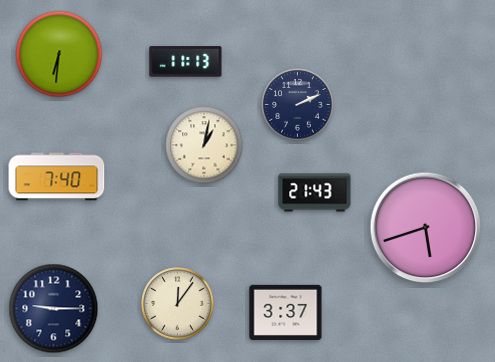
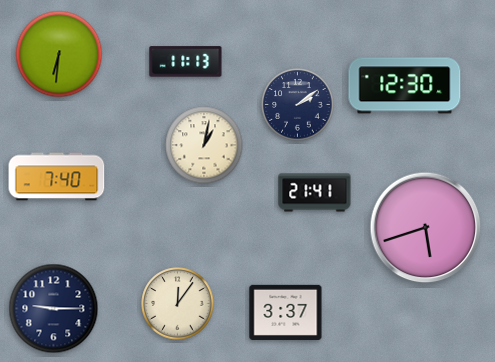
clock at (405, 86): none -> 12:30
clock at (298, 105): 2:11 -> 2:09
clock at (315, 193): 21:43 -> 21:41
